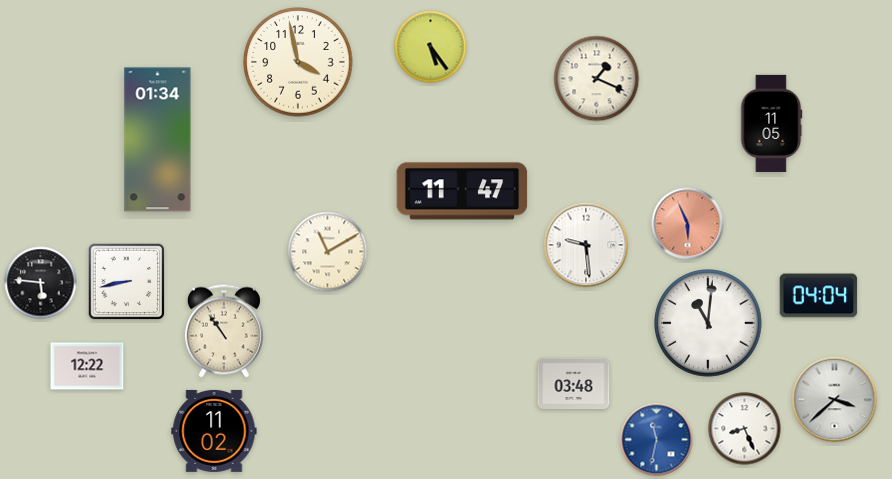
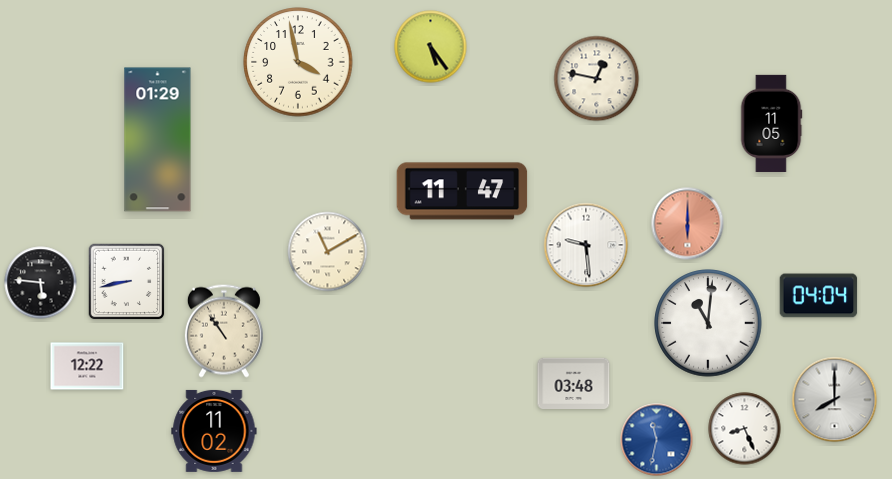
clock at (597, 79): 1:19 -> 12:47
clock at (158, 140): 01:34 -> 01:29
clock at (688, 224): 5:56 -> 6:00
clock at (835, 400): 3:38 -> 8:00
